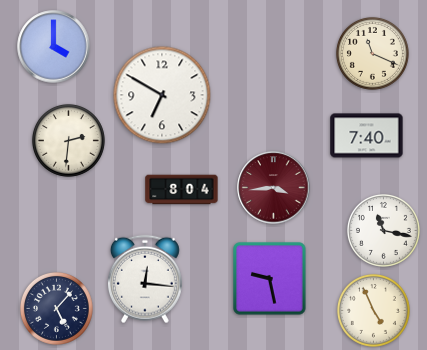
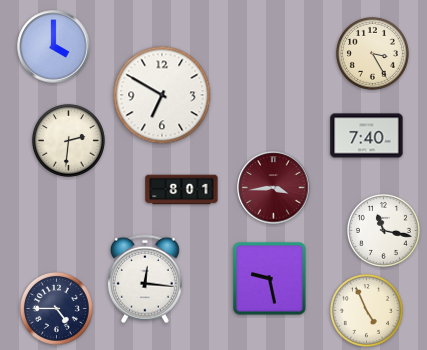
clock at (372, 53): 11:19 -> 3:25
clock at (182, 190): 8:04 -> 8:01
clock at (56, 308): 5:07 -> 4:45
clock at (373, 310) position: (373, 310) -> (366, 310)
